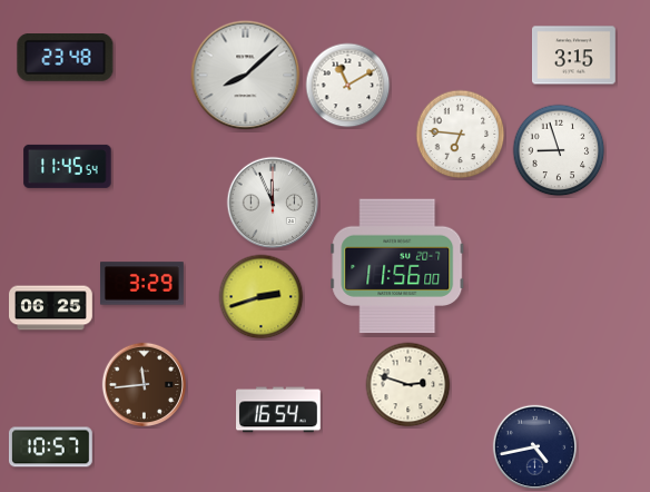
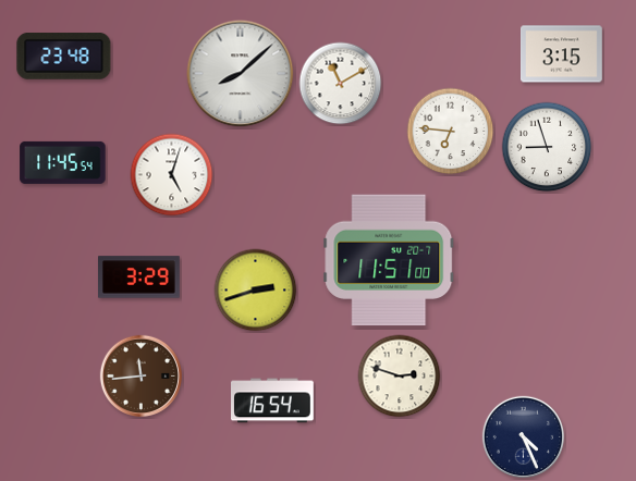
clock at (68, 166) position: (68, 166) -> (63, 162)
clock at (172, 175): none -> 5:03
clock at (273, 203): 11:56 -> none
clock at (397, 266): 11:56 -> 11:51
clock at (51, 308): 06:25 -> none
clock at (534, 446): 4:43 -> 4:26
clock at (50, 447): 10:57 -> none
